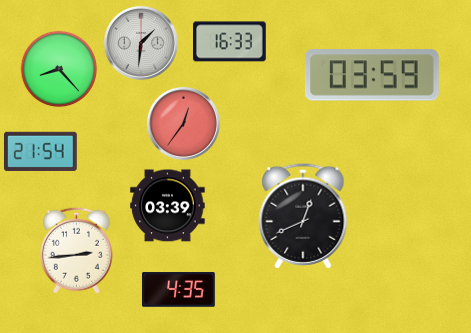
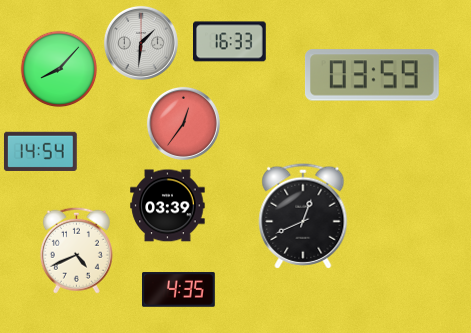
clock at (59, 69): 8:23 -> 8:07
clock at (40, 151): 21:54 -> 14:54
clock at (76, 250): 2:44 -> 4:41
